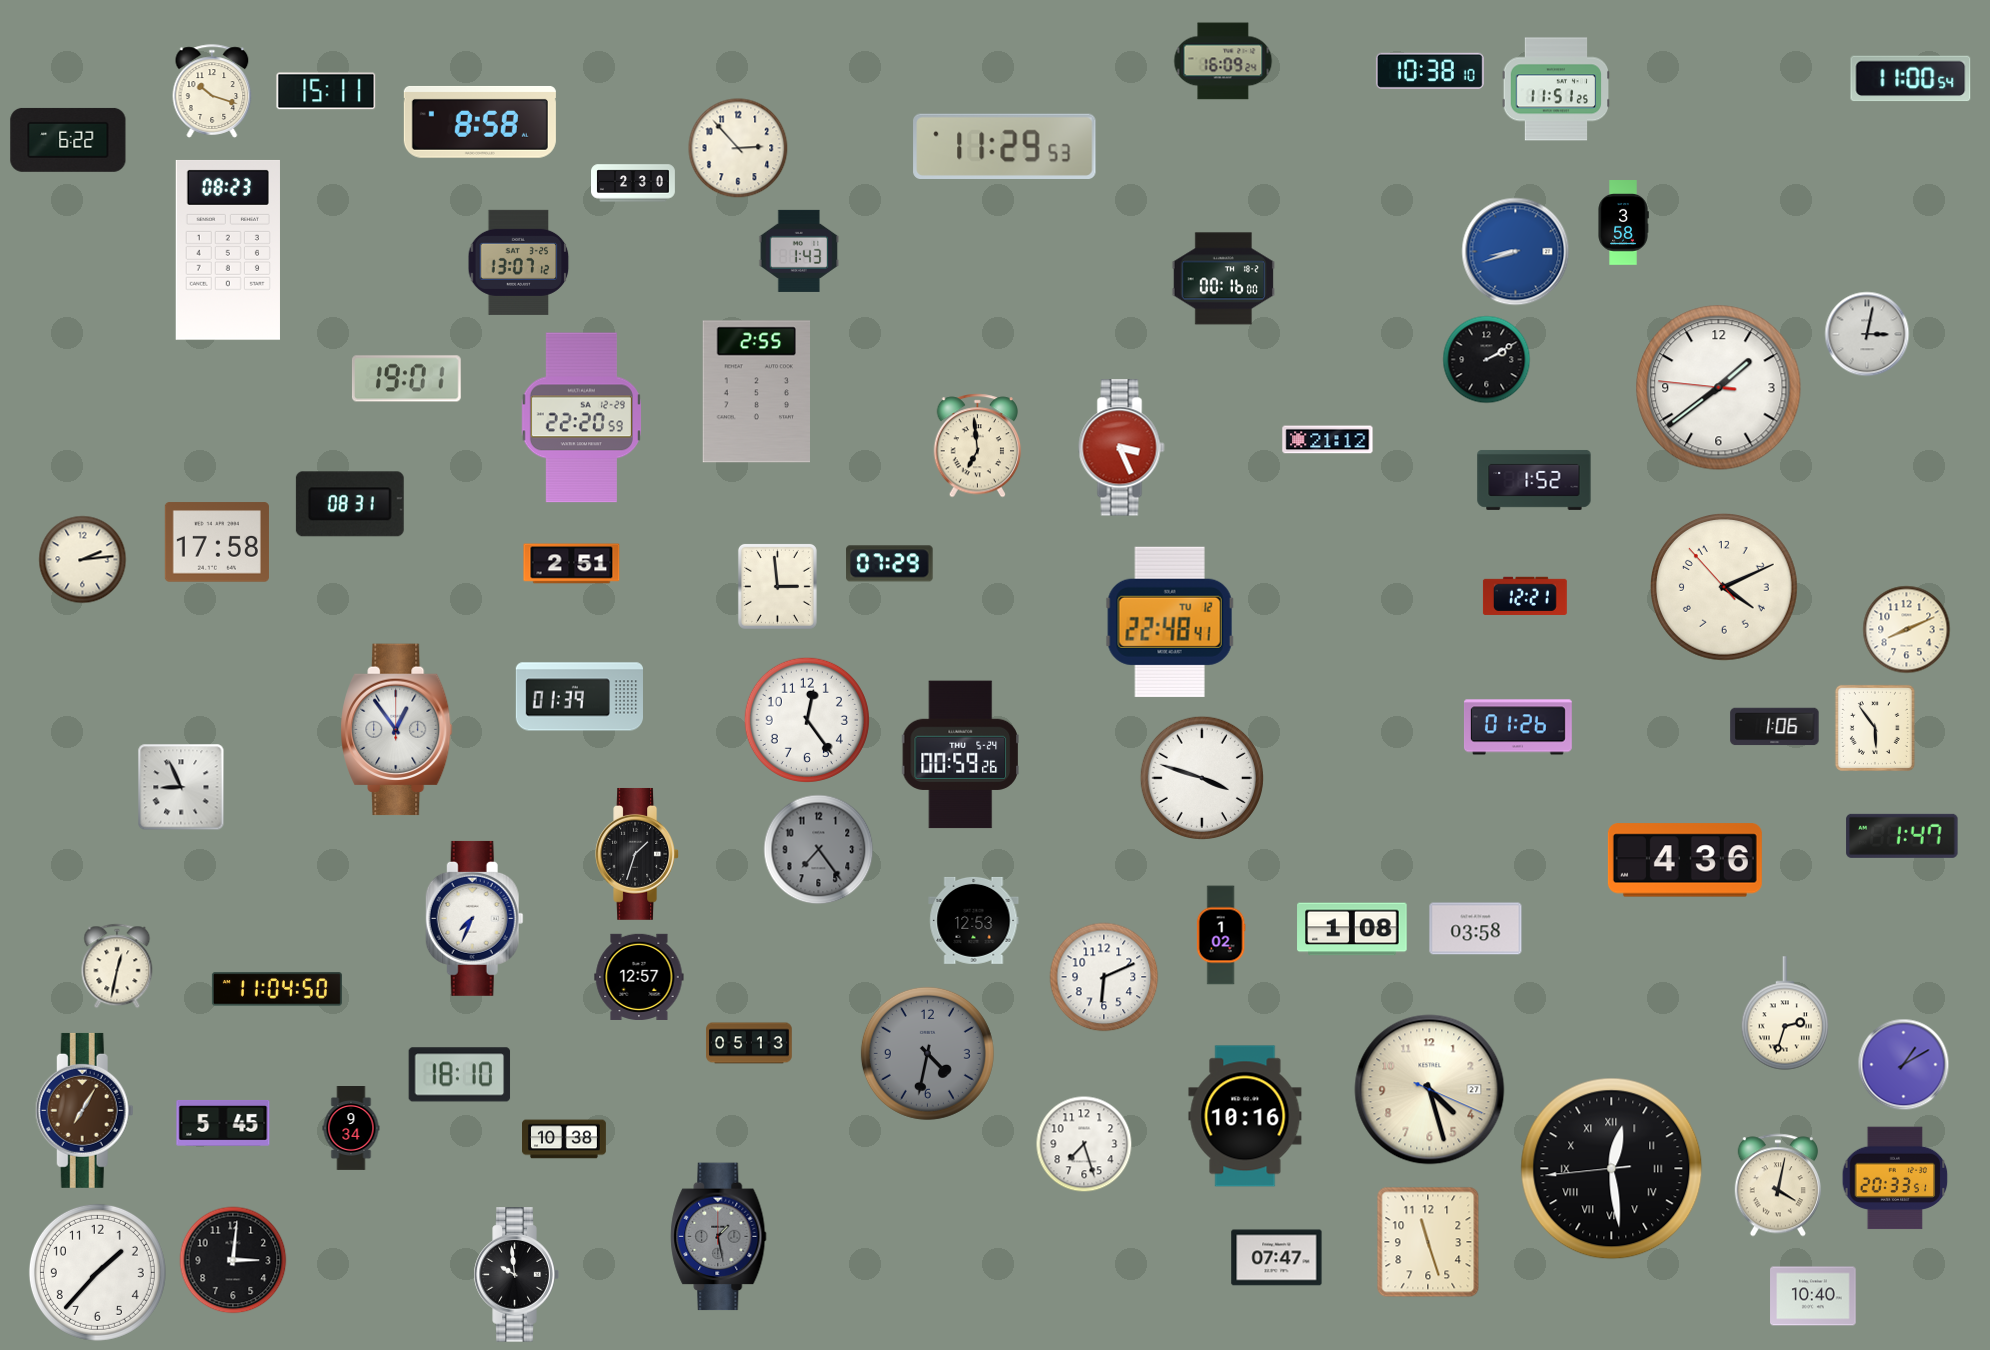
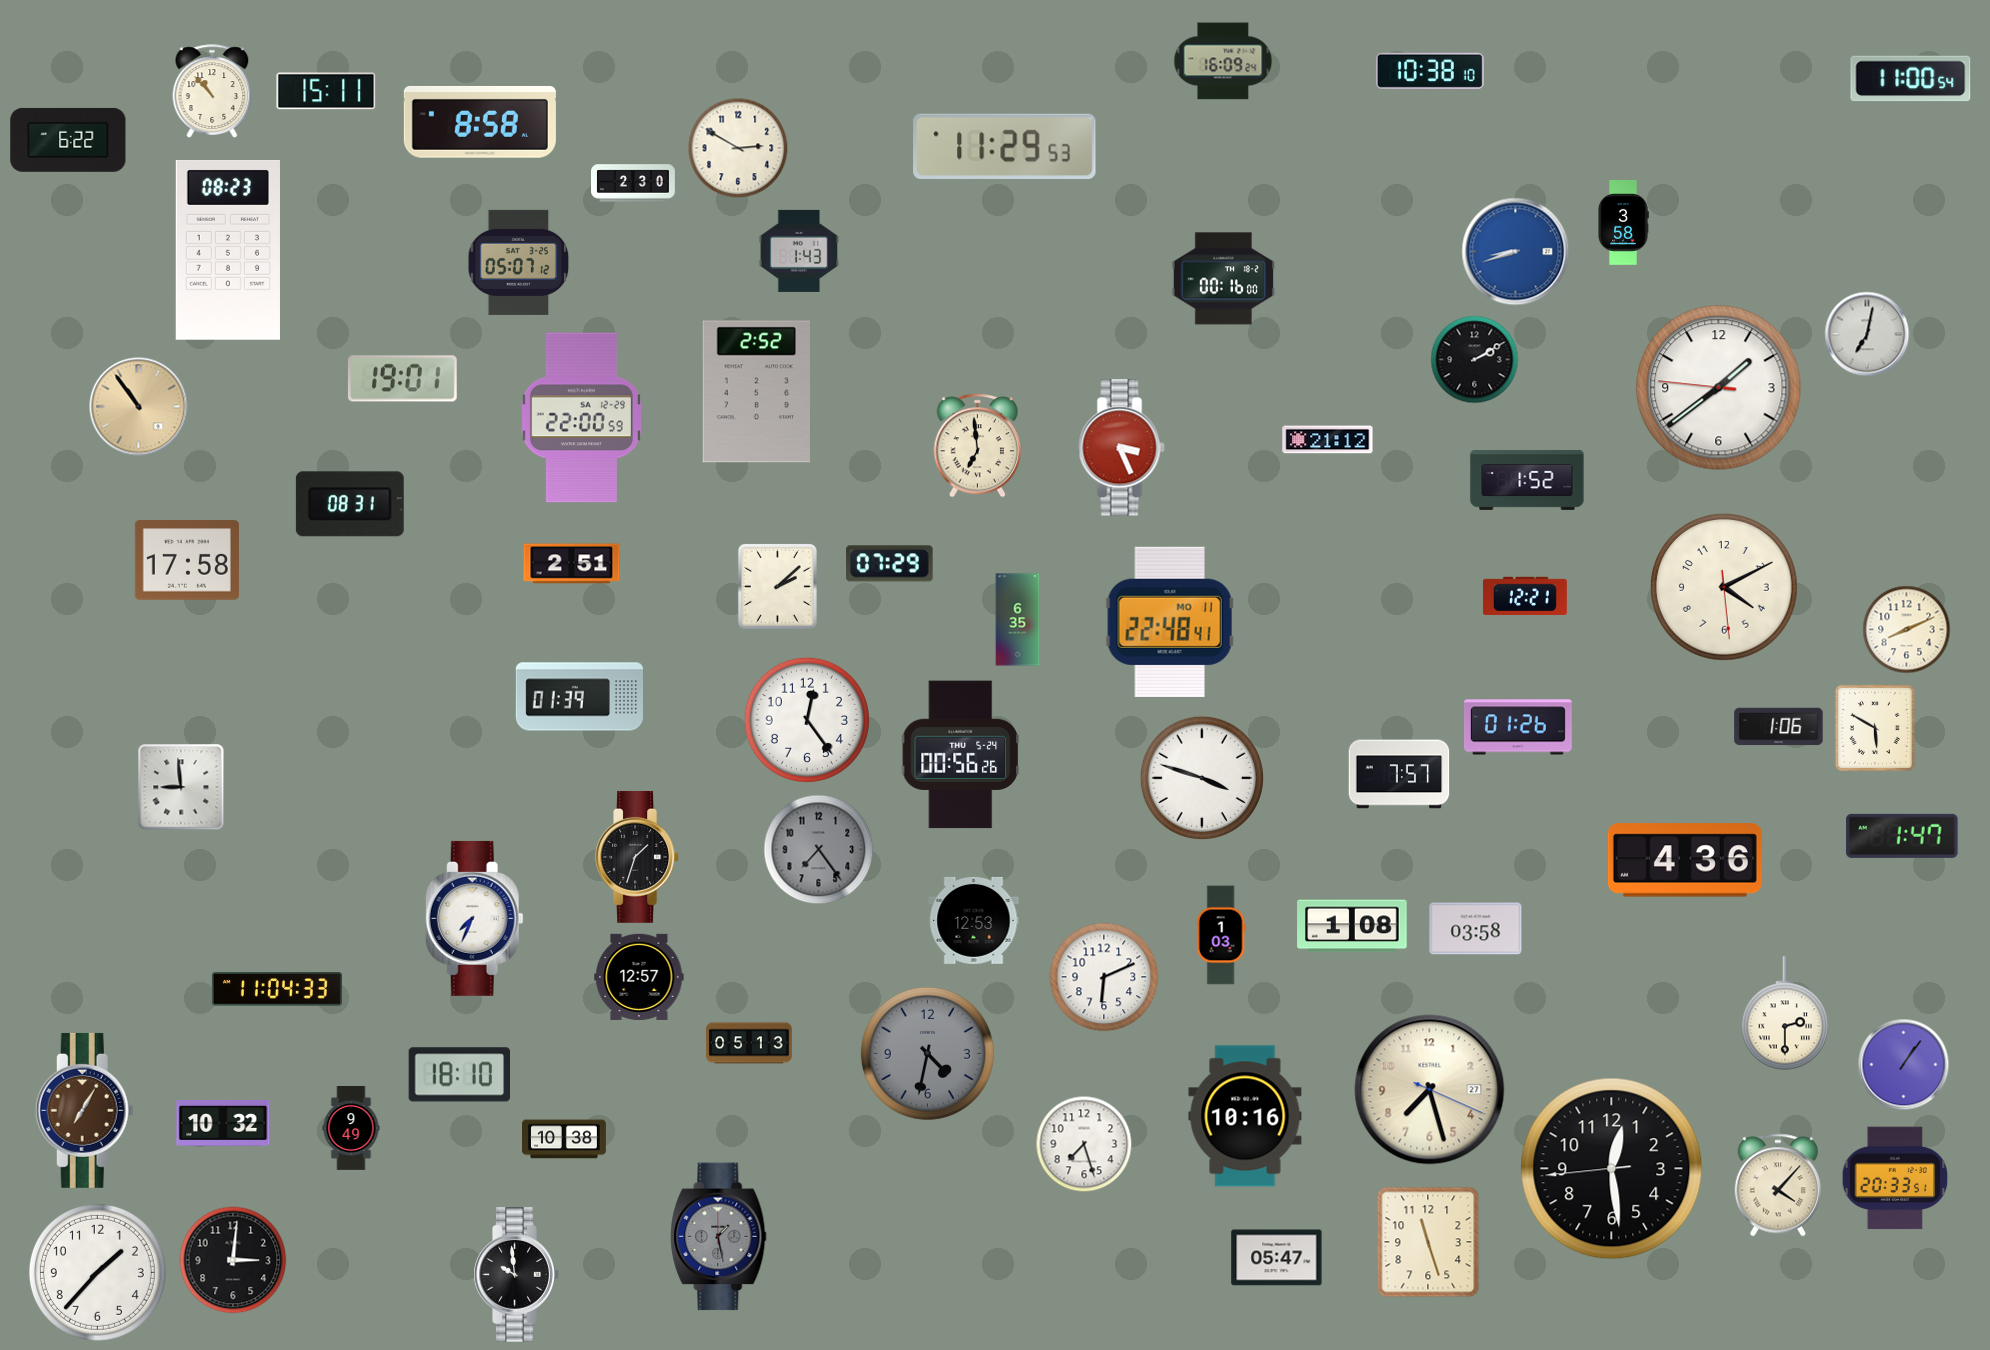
clock at (1556, 89): 11:51 -> none
clock at (212, 91): 10:18 -> 10:53
clock at (738, 148): 2:53 -> 2:50
clock at (519, 262): 13:07 -> 05:07
clock at (1867, 334): 3:02 -> 7:02
clock at (1487, 360) position: (1487, 360) -> (1475, 360)
clock at (406, 379) position: (406, 379) -> (402, 379)
clock at (756, 392): 2:55 -> 2:52
clock at (139, 407): none -> 10:54
clock at (581, 418): 22:20 -> 22:00
clock at (1534, 480) position: (1534, 480) -> (1527, 480)
clock at (217, 542) position: (217, 542) -> (187, 560)
clock at (83, 560): 2:14 -> none
clock at (777, 586): 2:59 -> 2:08
clock at (1725, 588): 4:10:53 -> 4:10:29
clock at (1018, 620): none -> 6:35
clock at (1170, 622) date: TU 12 -> MO 11
clock at (1775, 727) position: (1775, 727) -> (1779, 727)
clock at (1875, 728): 5:54 -> 5:50
clock at (397, 730): 12:54 -> none
clock at (960, 755): 00:59 -> 00:56
clock at (1399, 774): none -> 7:57
clock at (181, 787): 8:56 -> 8:59
clock at (637, 854) position: (637, 854) -> (637, 857)
clock at (1352, 929) position: (1352, 929) -> (1352, 926)
clock at (1221, 935): 1:02 -> 1:03
clock at (117, 966): 12:32 -> none
clock at (277, 989): 11:04:50 -> 11:04:33
clock at (1785, 1013): 2:33 -> 2:30
clock at (1904, 1065): 1:10 -> 1:06
clock at (1430, 1090): 4:27 -> 7:27
clock at (223, 1123): 5:45 -> 10:32
clock at (351, 1129): 9:34 -> 9:49
clock at (1612, 1169) numerals: Roman -> Arabic
clock at (1778, 1185): 4:02 -> 4:07
clock at (1277, 1258): 07:47 -> 05:47
clock at (1813, 1296): 10:40 -> none
